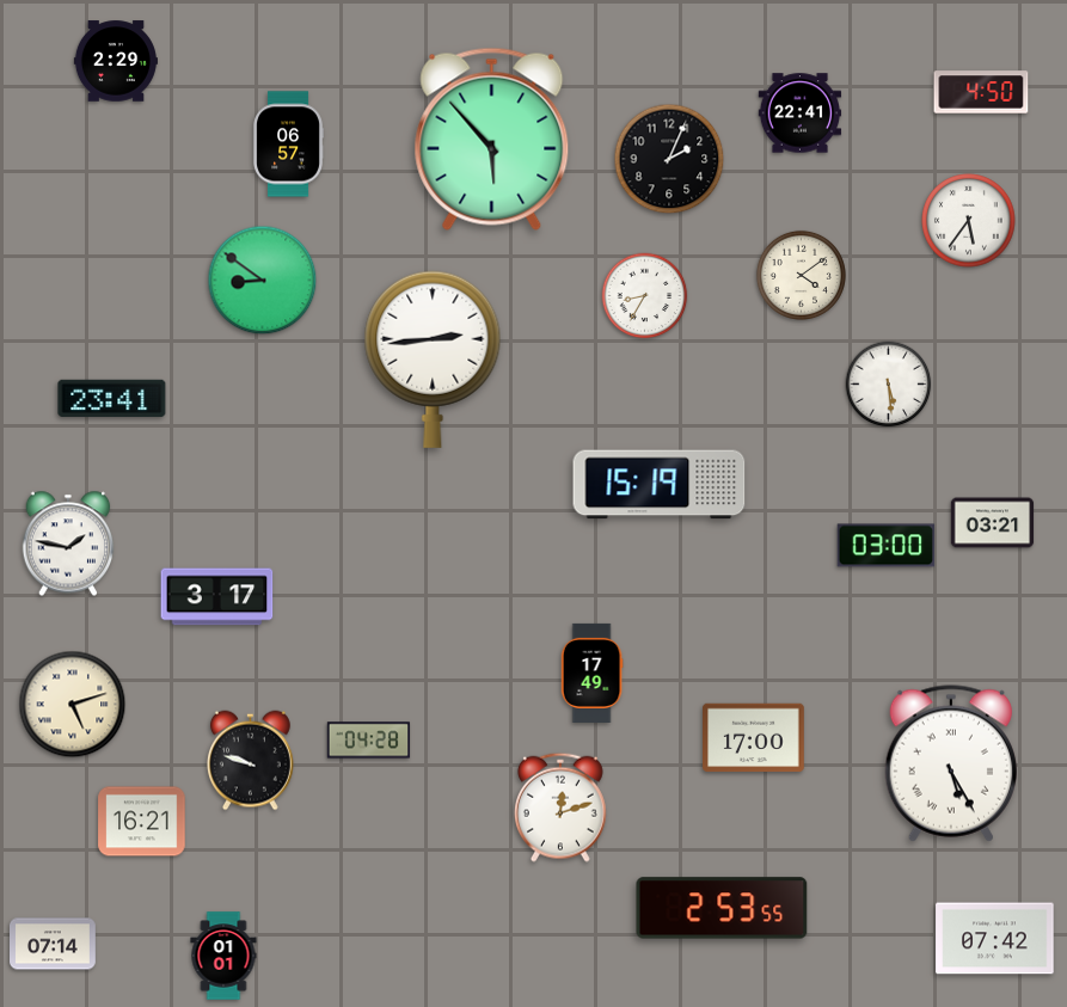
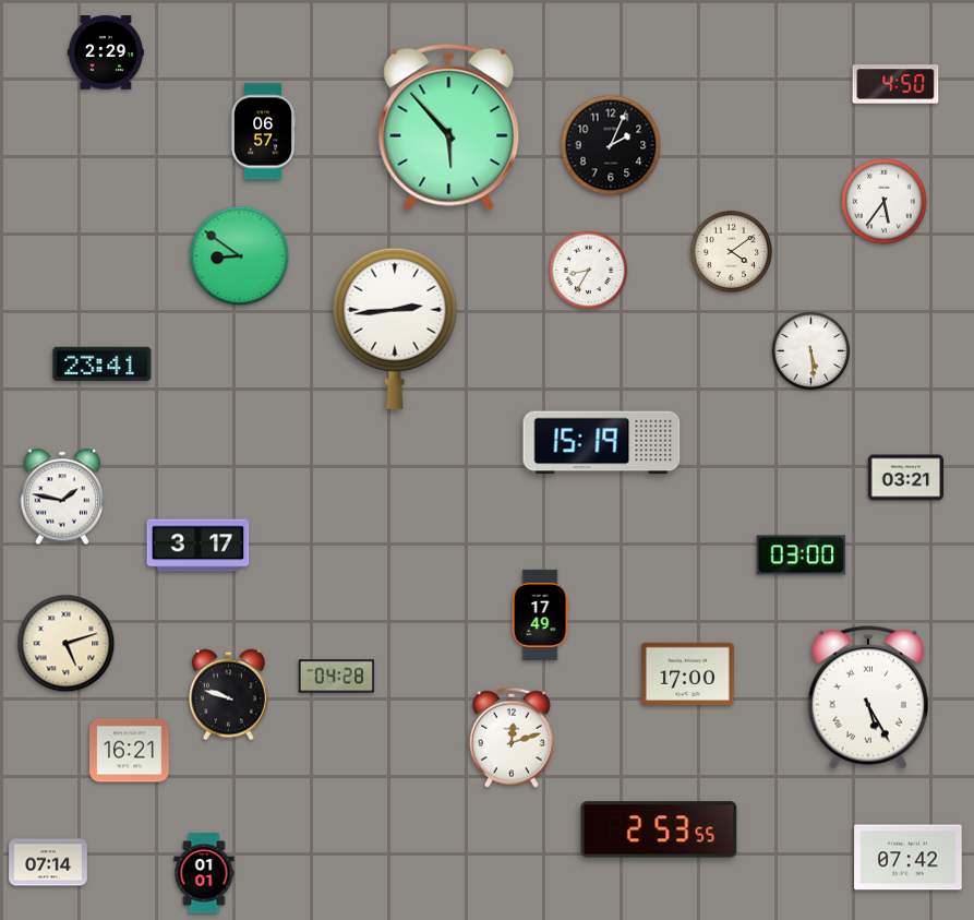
clock at (116, 61) position: (116, 61) -> (106, 52)
clock at (801, 113): 22:41 -> none
clock at (887, 546) position: (887, 546) -> (802, 555)
